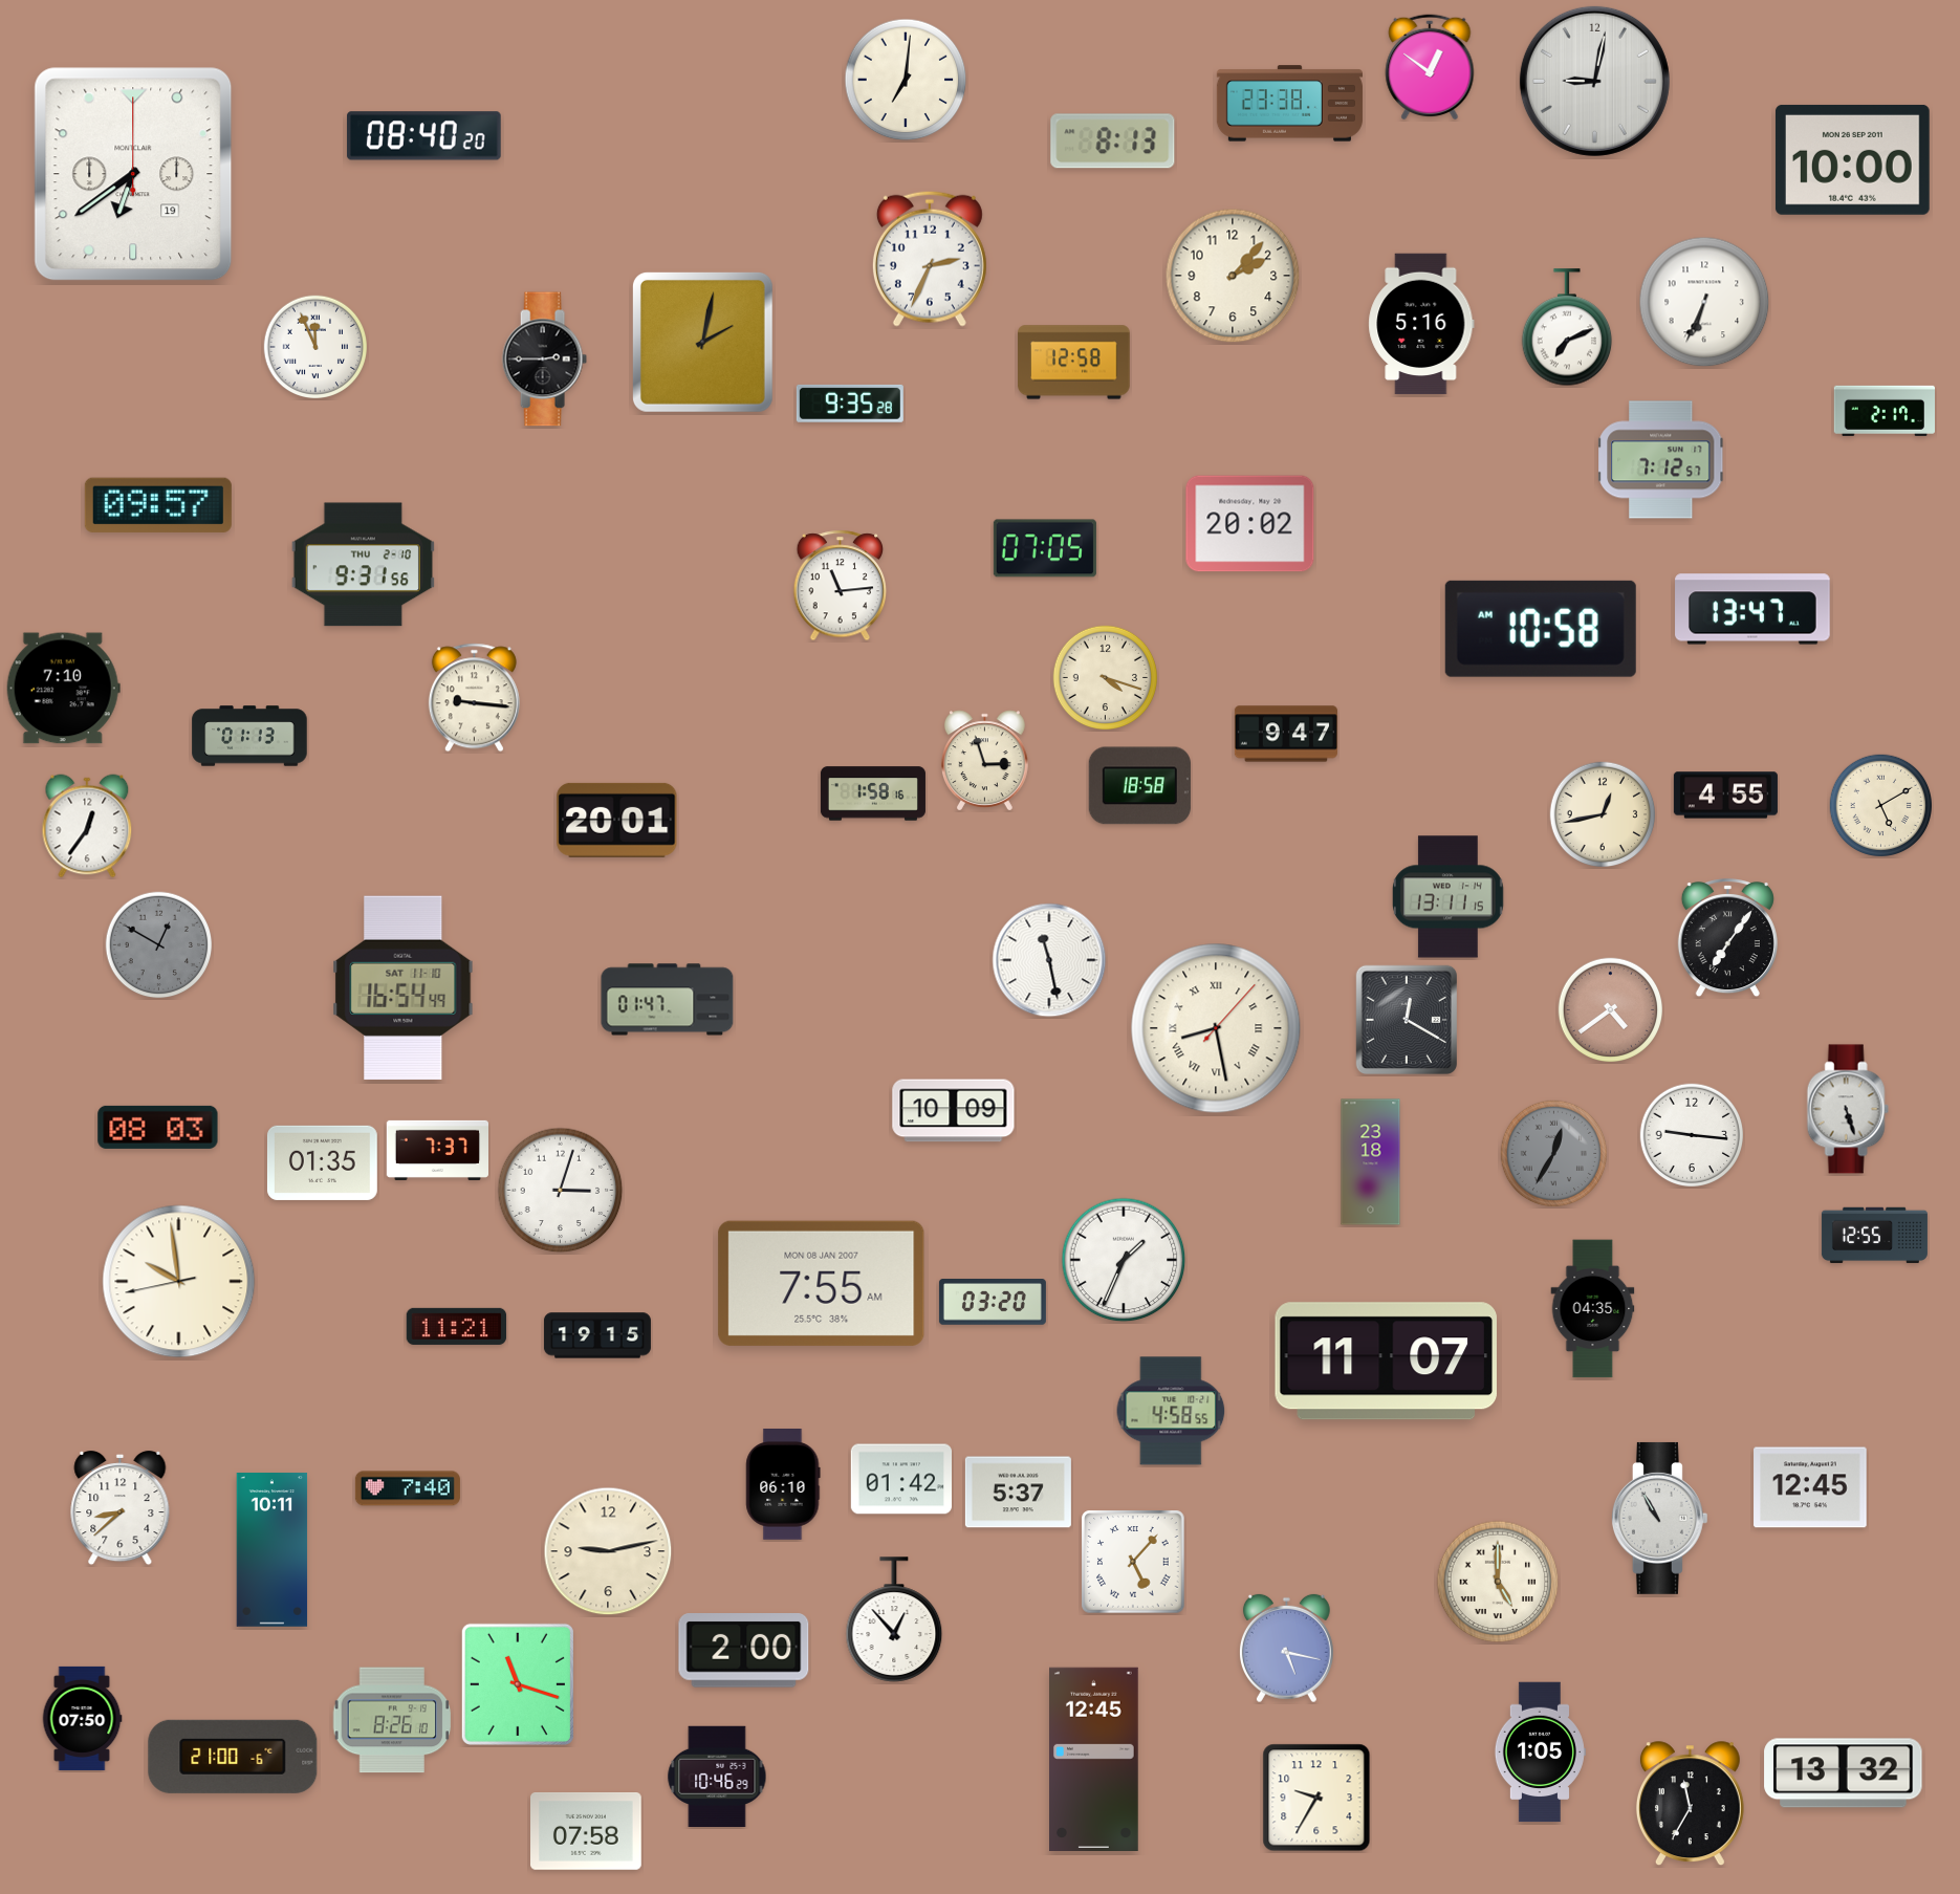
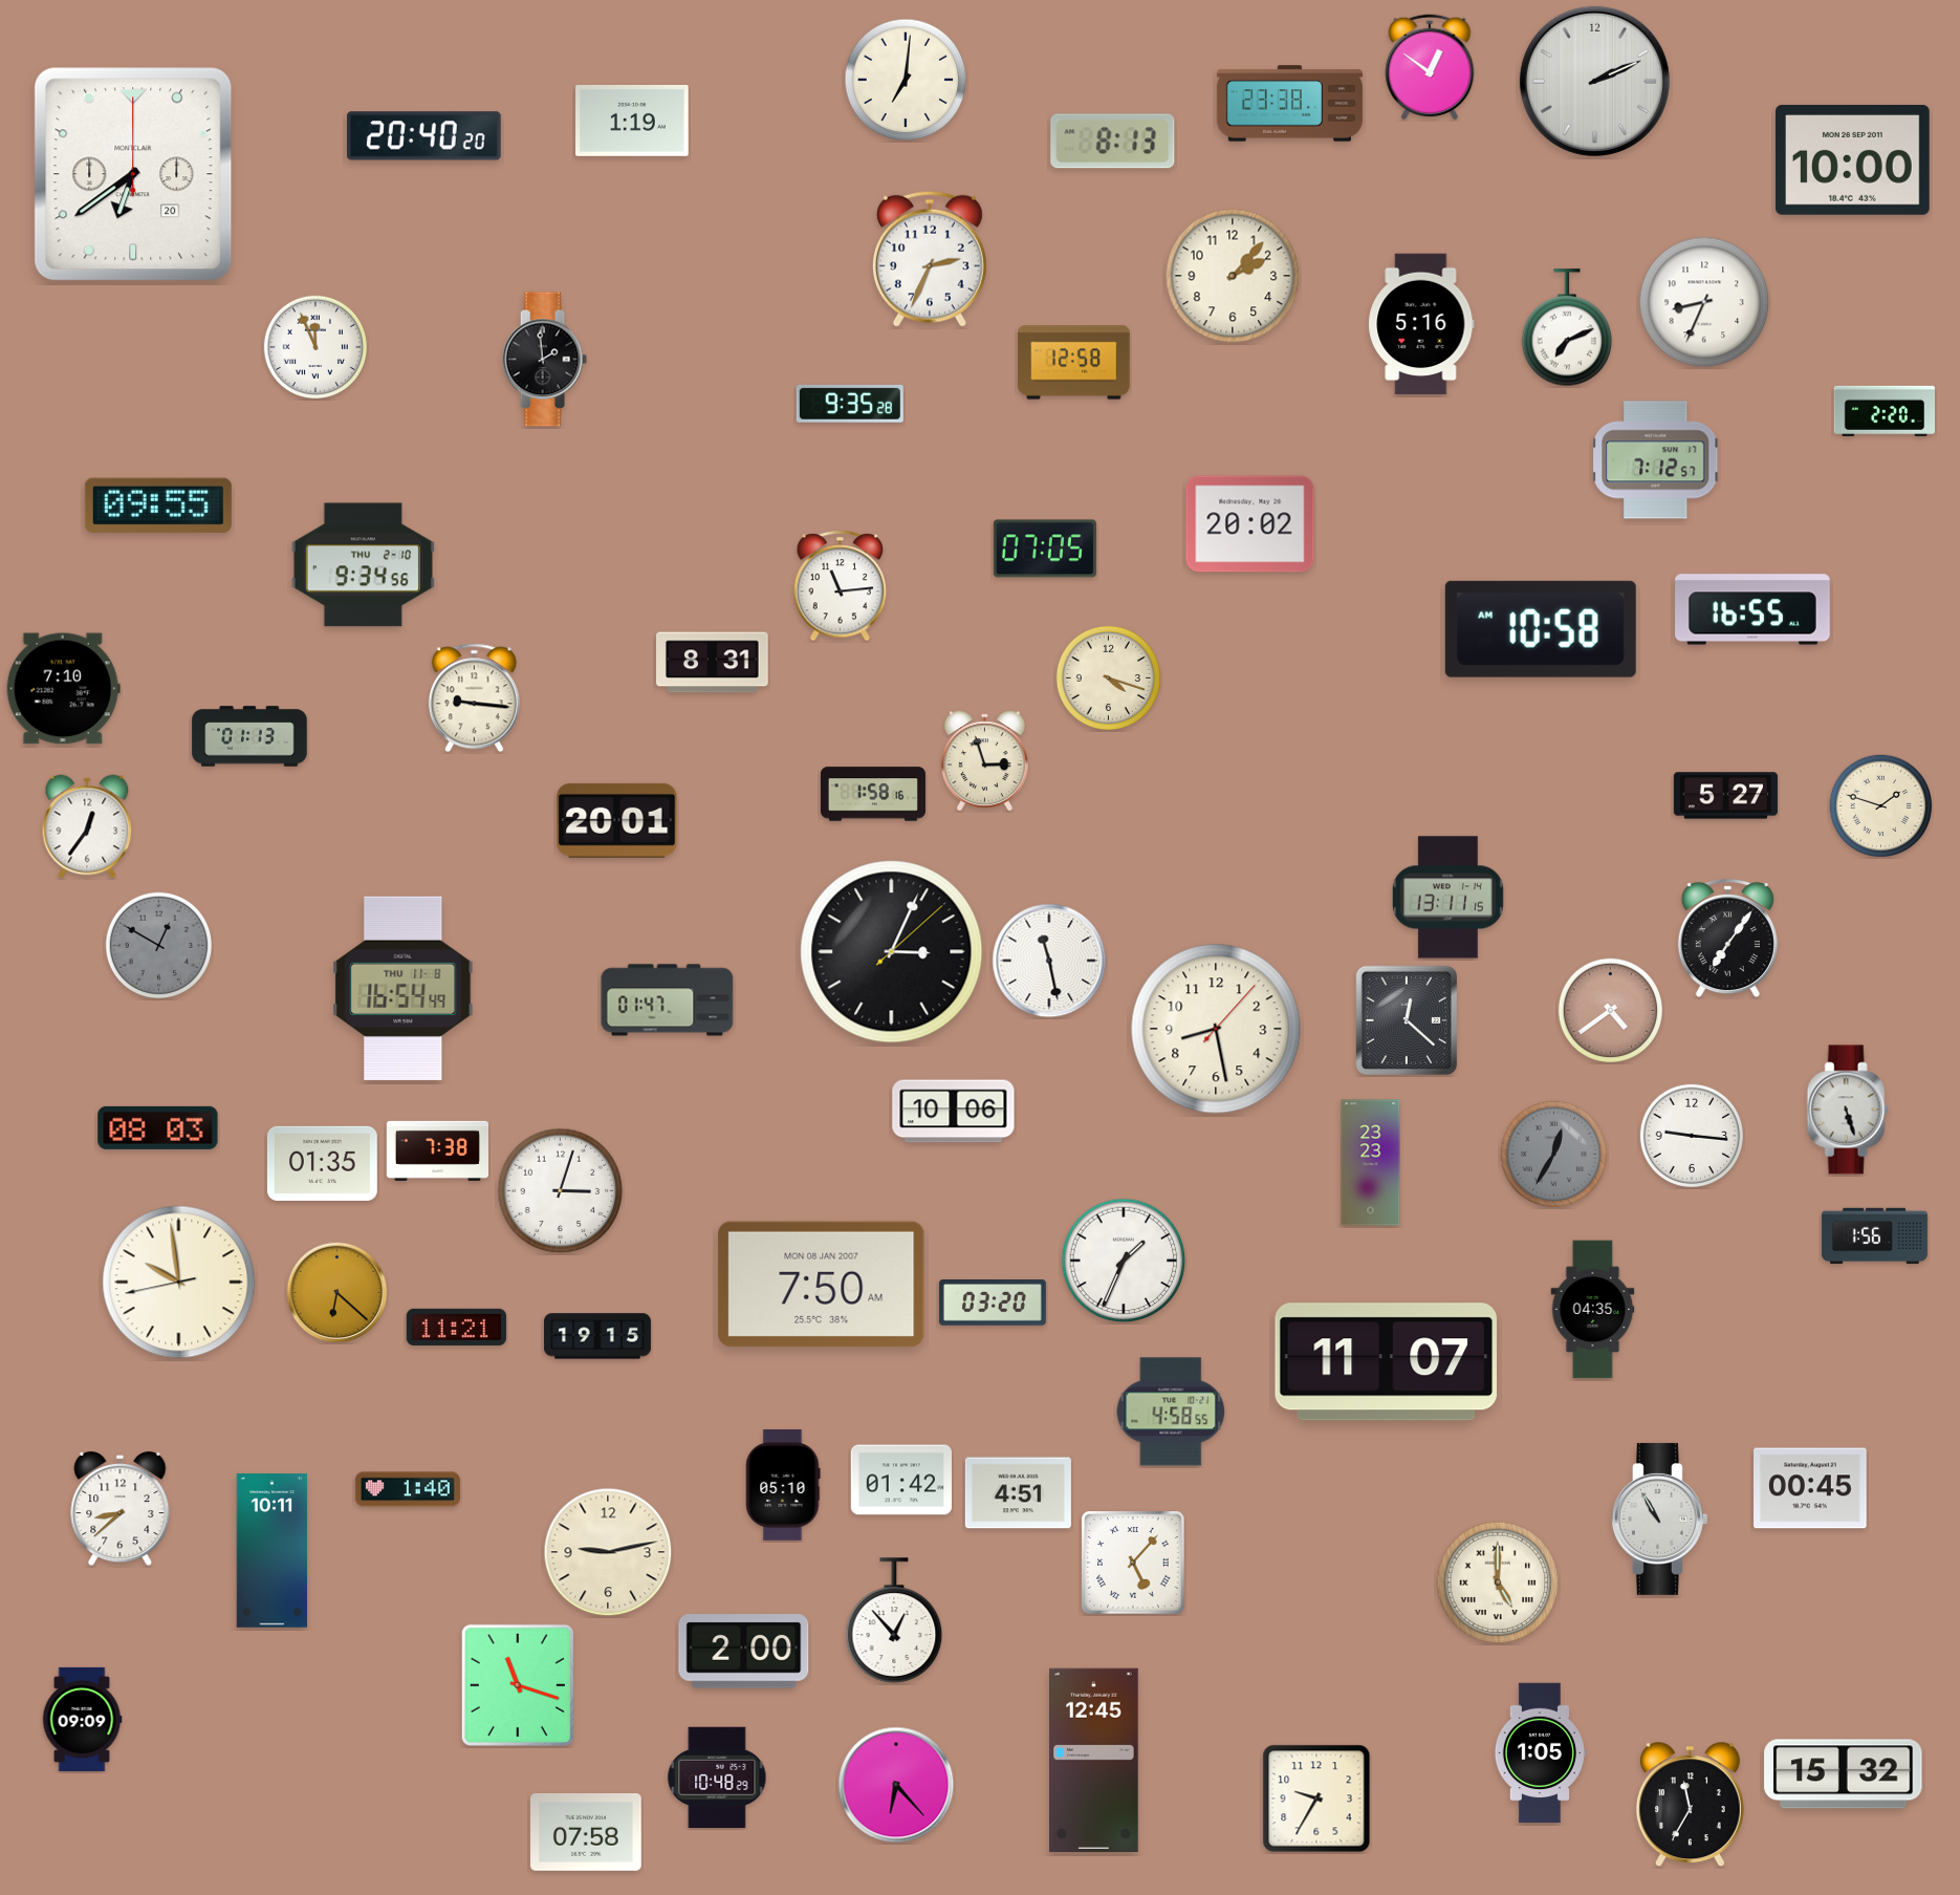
clock at (1594, 81): 9:02 -> 2:11
clock at (632, 121): none -> 1:19
clock at (423, 136): 08:40 -> 20:40
clock at (133, 174) date: 19 -> 20
clock at (1704, 302): 6:34 -> 8:34
clock at (702, 342): 2:02 -> none
clock at (544, 360): 2:45 -> 1:59
clock at (1883, 411): 2:17 -> 2:20
clock at (1661, 460) position: (1661, 460) -> (1656, 460)
clock at (158, 505): 09:57 -> 09:55
clock at (363, 565): 9:31 -> 9:34
clock at (1752, 609): 13:47 -> 16:55
clock at (713, 663): none -> 8:31
clock at (1106, 678) position: (1106, 678) -> (1109, 679)
clock at (1286, 734): 9:47 -> none
clock at (1139, 786): 18:58 -> none
clock at (1725, 796): 4:55 -> 5:27
clock at (1880, 805): 5:10 -> 1:48
clock at (1603, 814): 12:43 -> none
clock at (892, 952): none -> 3:04
clock at (404, 987) date: SAT 11-10 -> THU 11-8
clock at (1406, 1019): 12:20 -> 12:22
clock at (1216, 1028) numerals: Roman -> Arabic
clock at (954, 1111): 10:09 -> 10:06
clock at (437, 1150): 7:37 -> 7:38
clock at (1371, 1162): 23:18 -> 23:23
clock at (1874, 1236): 12:55 -> 1:56
clock at (822, 1283): 7:55 -> 7:50
clock at (337, 1293): none -> 6:22
clock at (783, 1484): 06:10 -> 05:10
clock at (1810, 1487): 12:45 -> 00:45
clock at (408, 1488): 7:40 -> 1:40
clock at (1018, 1493): 5:37 -> 4:51
clock at (1286, 1649): 5:17 -> none
clock at (82, 1718): 07:50 -> 09:09
clock at (392, 1720): 8:26 -> none
clock at (233, 1757): 21:00 -> none
clock at (1844, 1773): 13:32 -> 15:32
clock at (717, 1776): 10:46 -> 10:48
clock at (896, 1785): none -> 6:23
